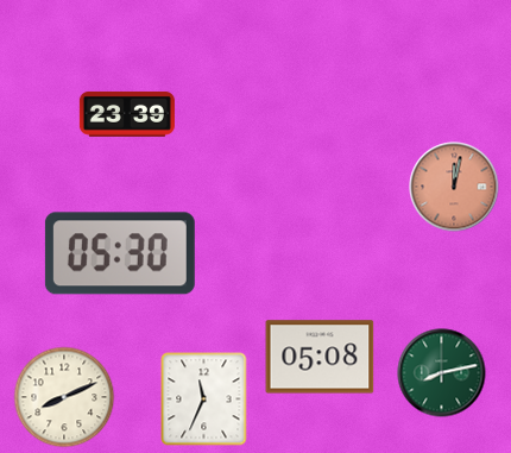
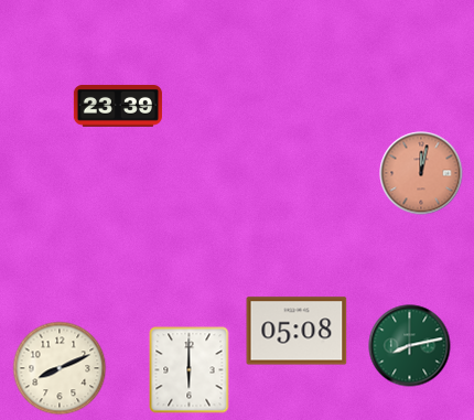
clock at (120, 253): 05:30 -> none
clock at (204, 399): 11:34 -> 6:00
